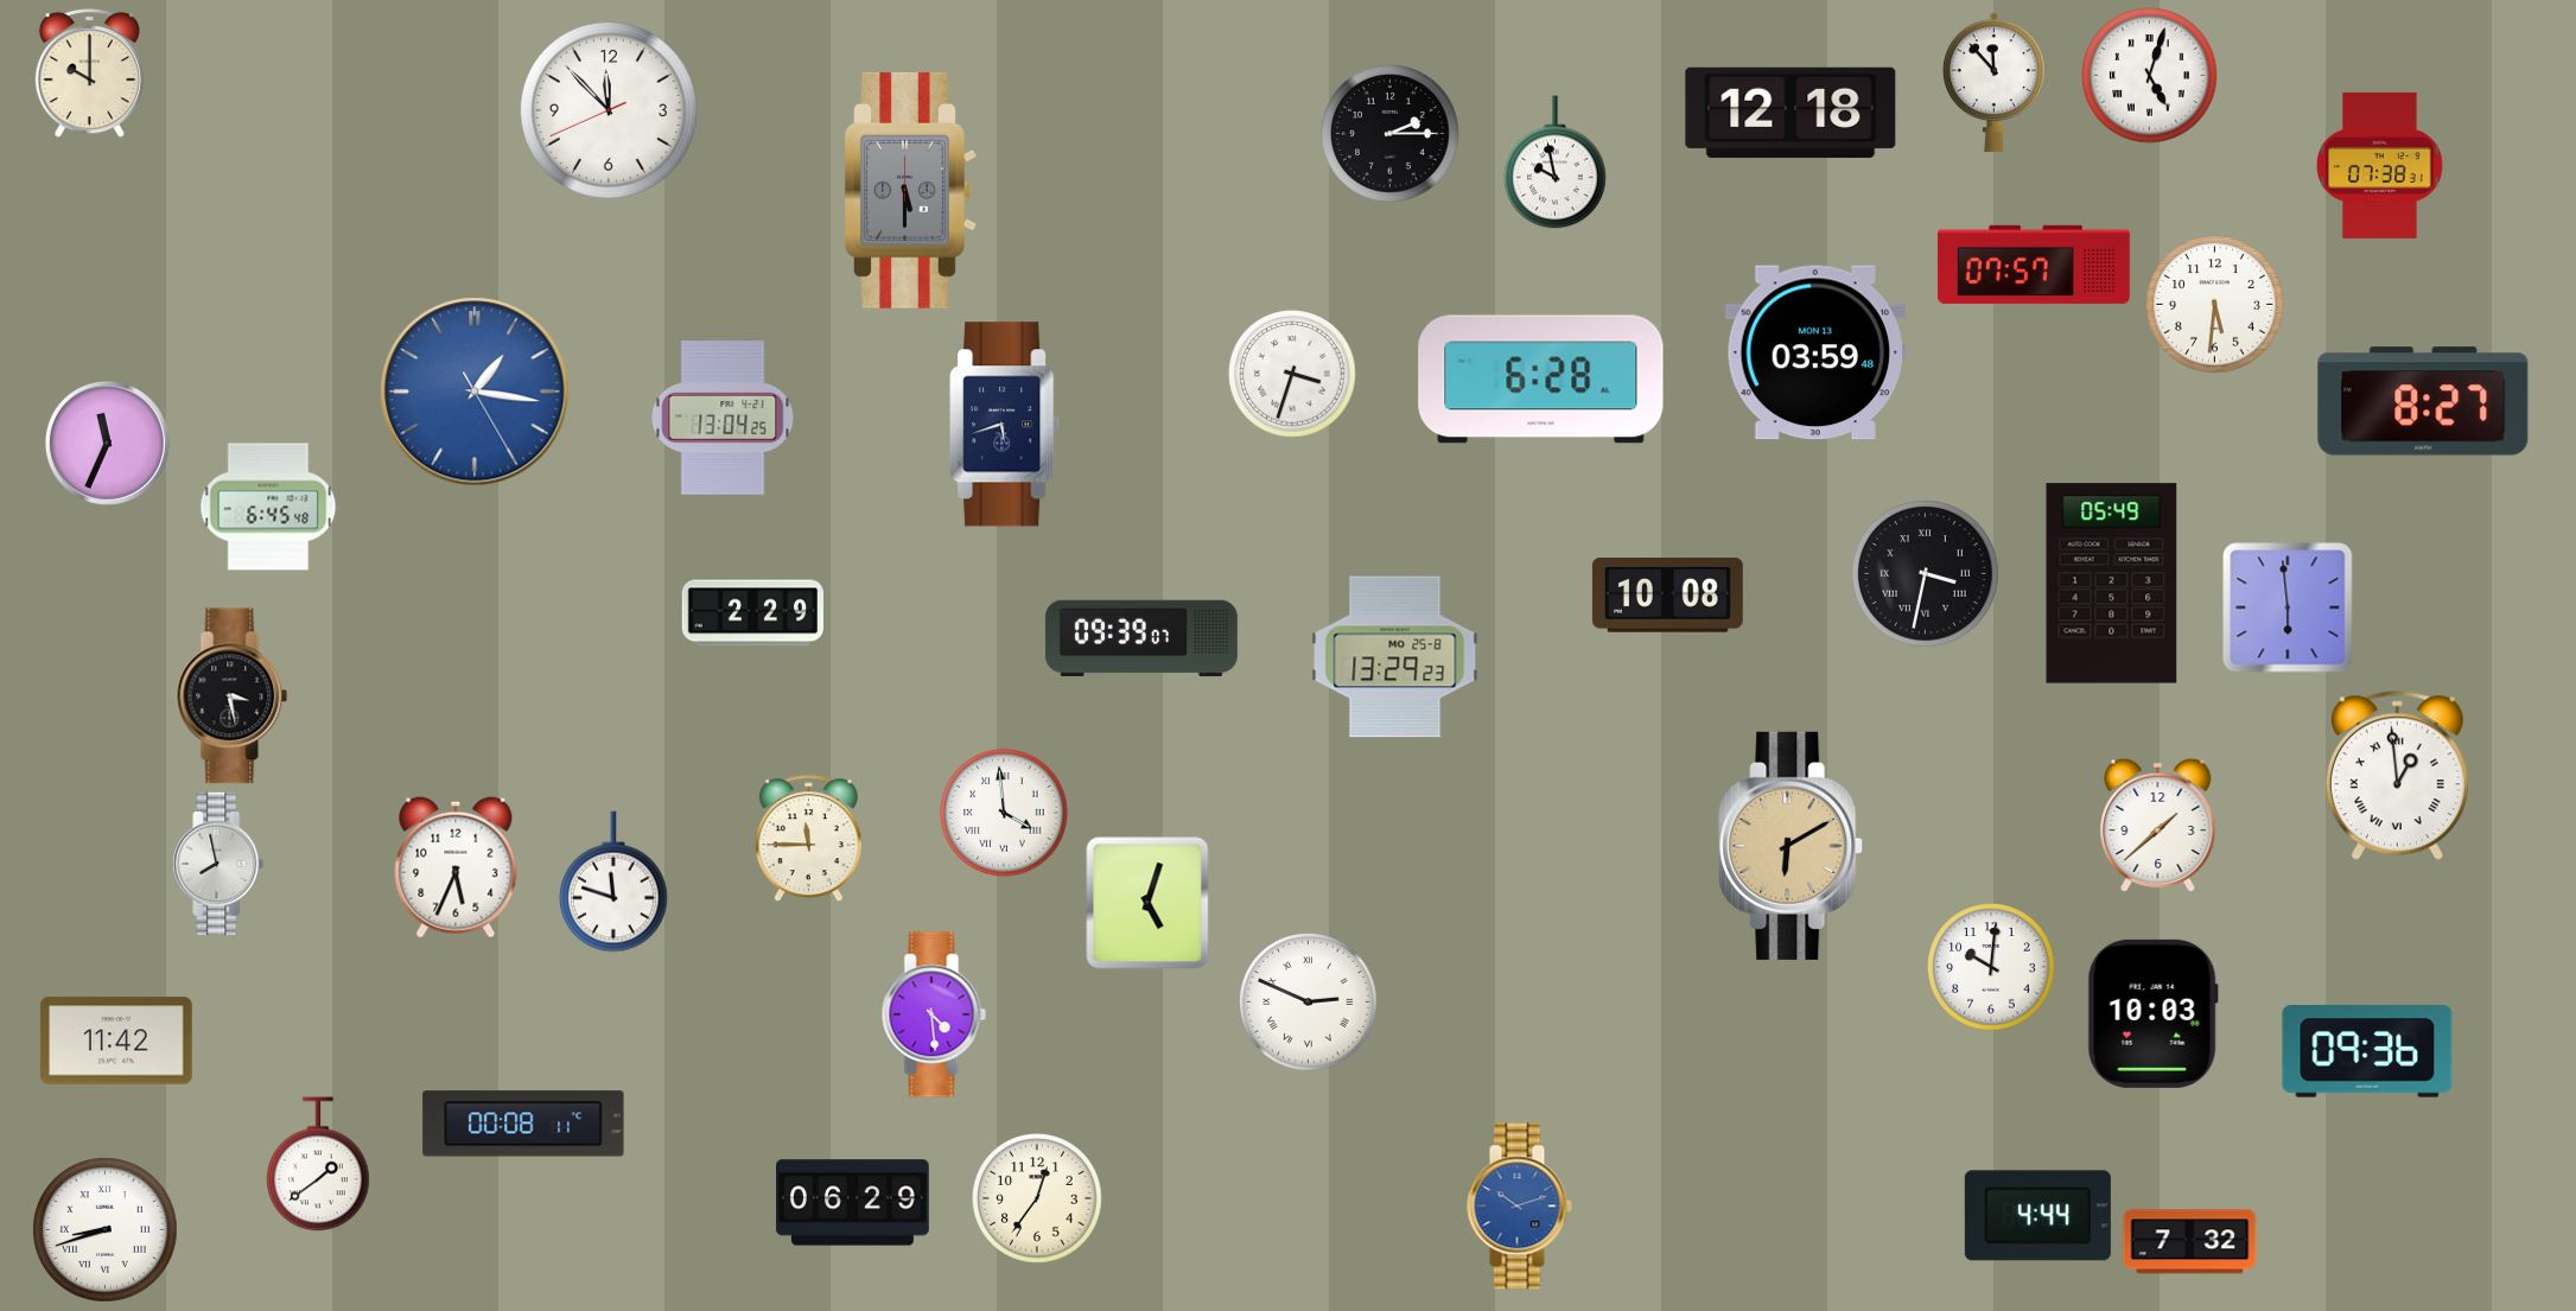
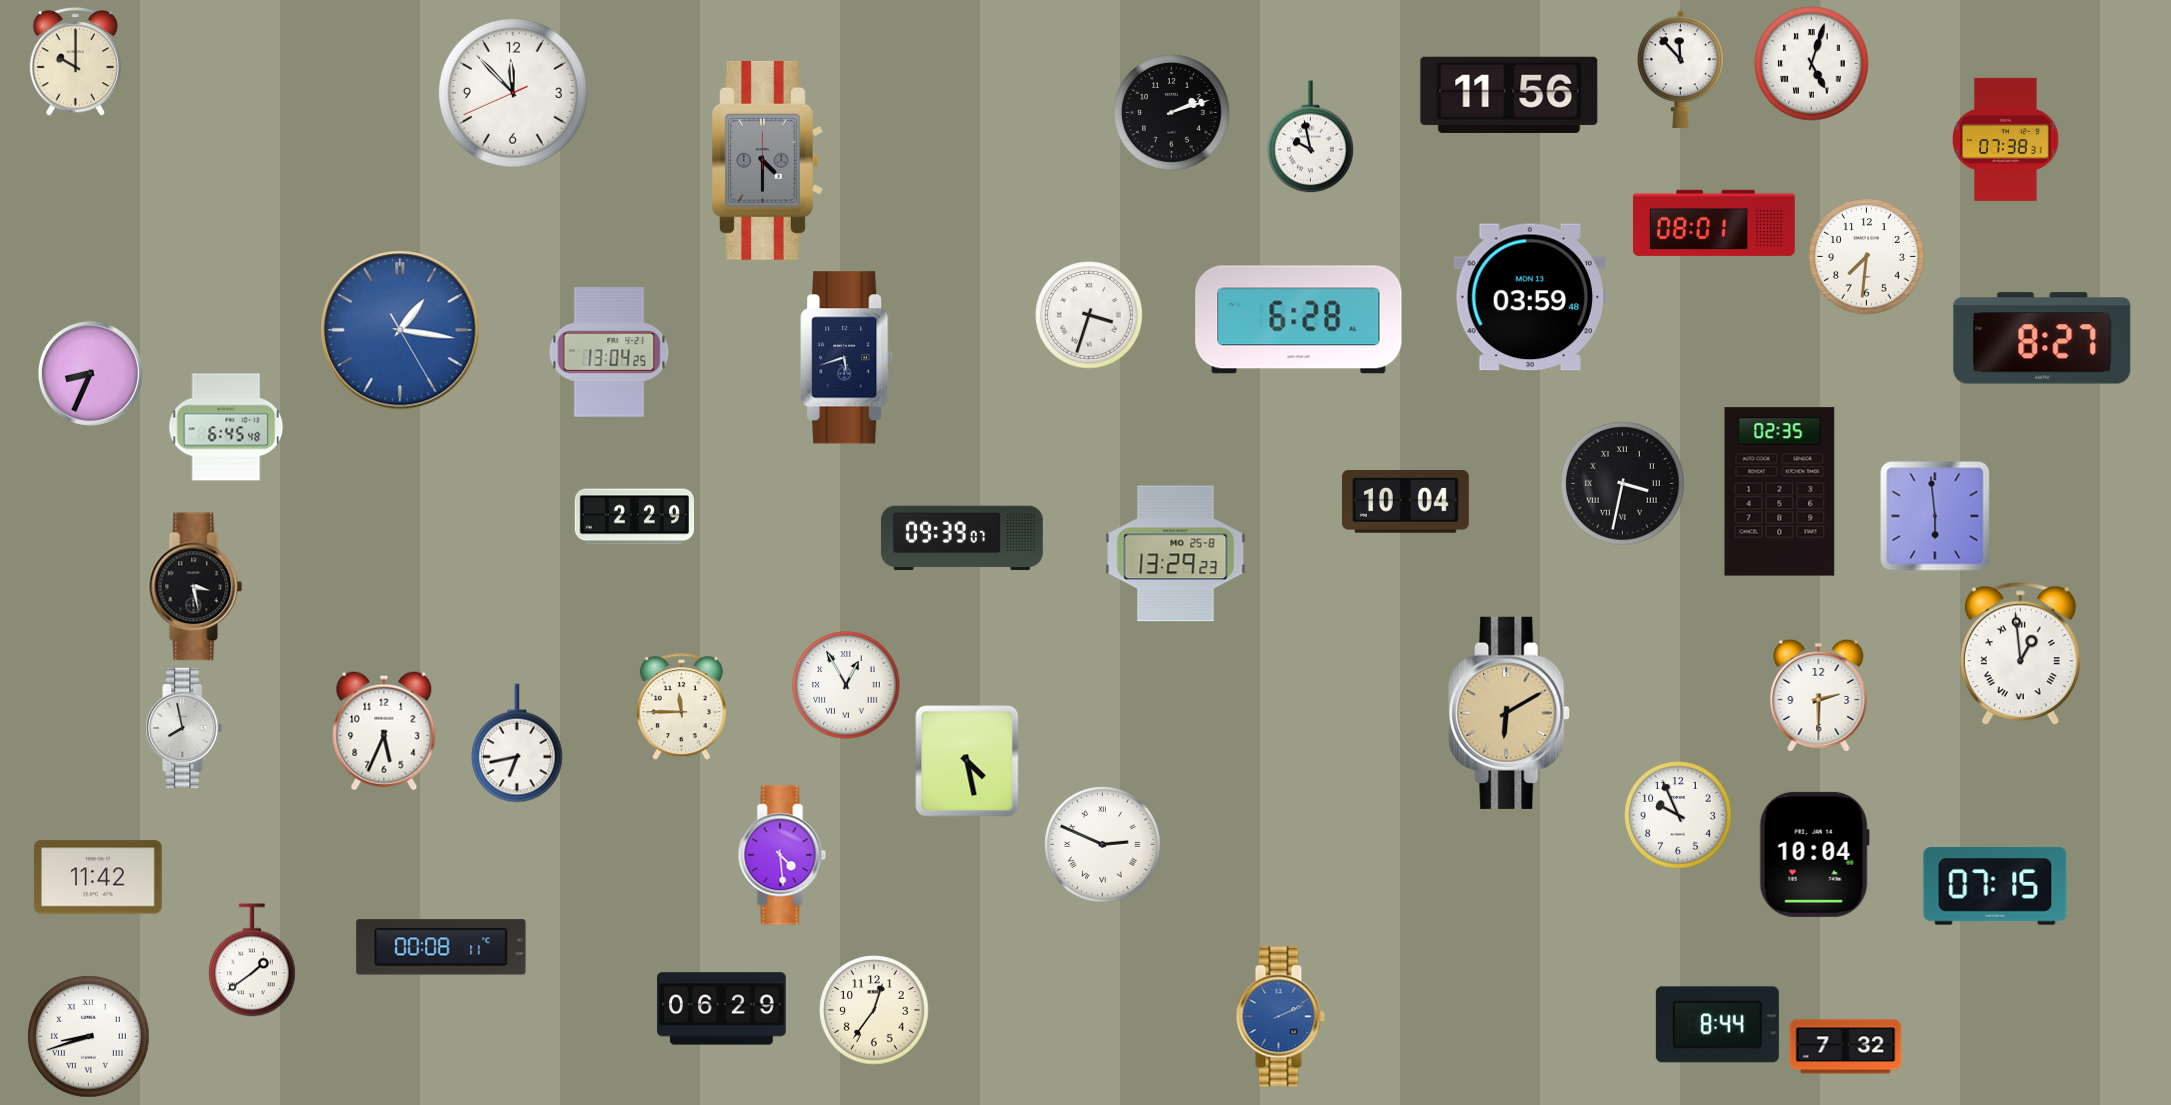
clock at (1791, 113): 12:18 -> 11:56
clock at (1391, 134): 2:15 -> 2:12
clock at (910, 190): 5:30 -> 4:30
clock at (2034, 265): 07:57 -> 08:01
clock at (2215, 305): 5:31 -> 7:31
clock at (107, 443): 11:34 -> 8:34
clock at (2112, 584): 05:49 -> 02:35
clock at (1667, 596): 10:08 -> 10:04
clock at (2288, 607) position: (2288, 607) -> (1935, 516)
clock at (1004, 813): 3:59 -> 12:55
clock at (2158, 826): 1:38 -> 2:30
clock at (615, 882): 11:48 -> 6:43
clock at (1147, 903): 5:03 -> 4:28
clock at (1991, 967): 10:01 -> 9:56
clock at (2152, 1013): 10:03 -> 10:04
clock at (934, 1014) position: (934, 1014) -> (782, 855)
clock at (2367, 1051): 09:36 -> 07:15
clock at (318, 1164) position: (318, 1164) -> (252, 960)
clock at (853, 1203) position: (853, 1203) -> (722, 1009)
clock at (1519, 1207): 10:12 -> 2:11
clock at (2037, 1216): 4:44 -> 8:44
